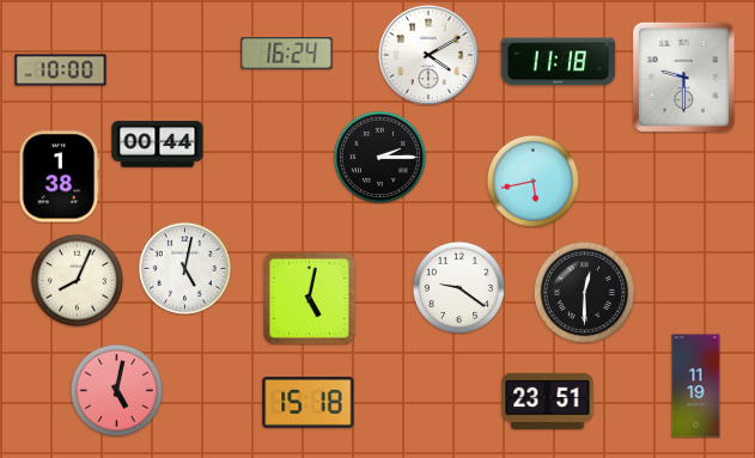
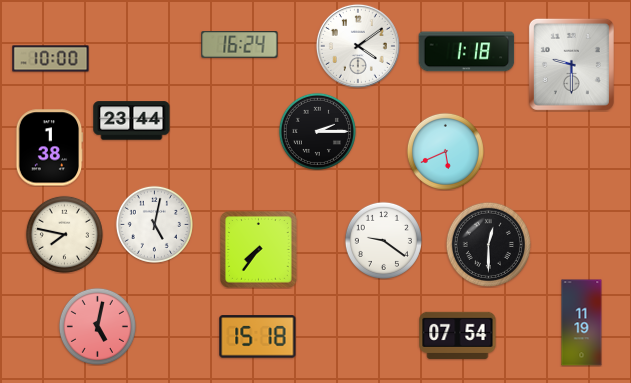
clock at (428, 55): 4:10 -> 4:09
clock at (559, 62): 11:18 -> 1:18
clock at (158, 145): 00:44 -> 23:44
clock at (532, 181): 5:43 -> 5:41
clock at (77, 280): 8:04 -> 7:47
clock at (310, 299): 5:02 -> 7:36
clock at (548, 401): 23:51 -> 07:54
